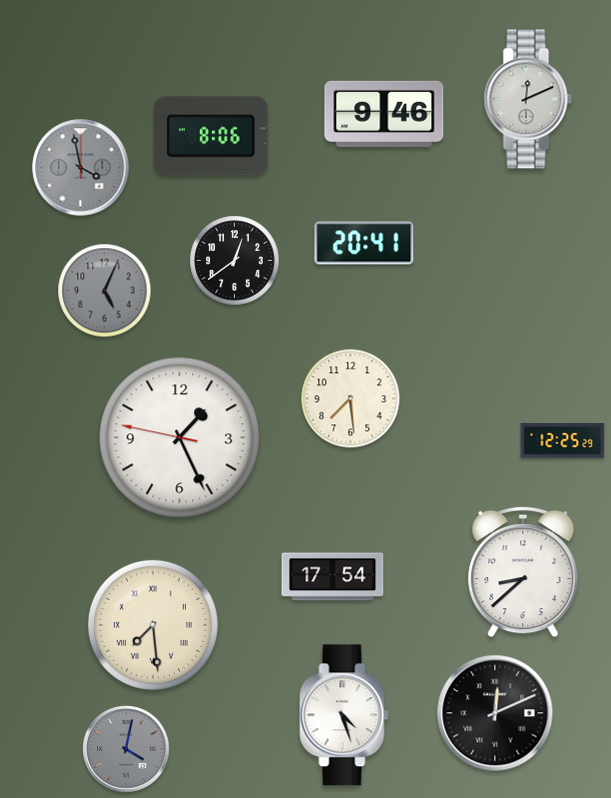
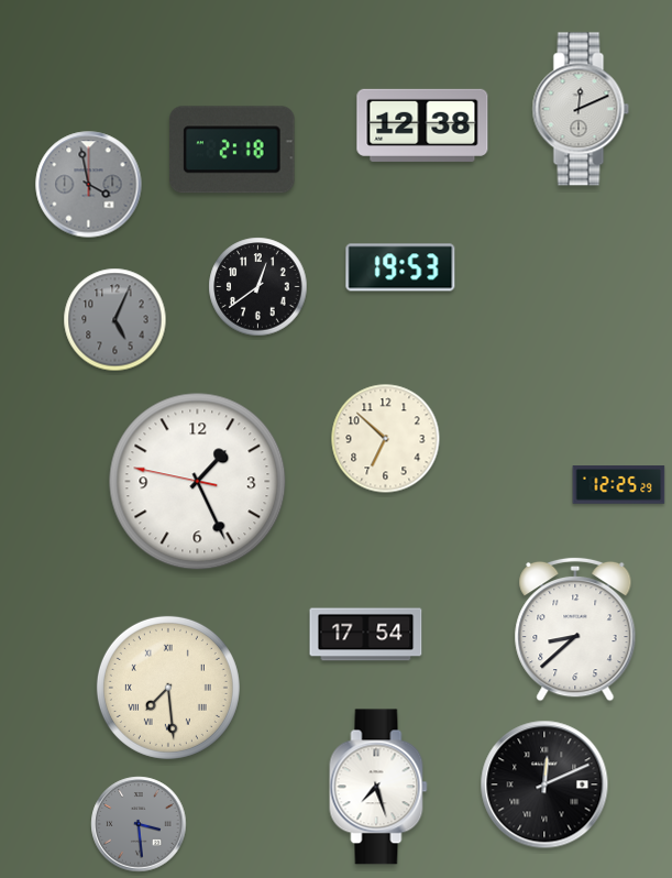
clock at (384, 114): 9:46 -> 12:38
clock at (211, 136): 8:06 -> 2:18
clock at (364, 243): 20:41 -> 19:53
clock at (351, 399): 7:29 -> 6:52
clock at (344, 715): 4:27 -> 7:27
clock at (126, 749): 4:02 -> 3:29
